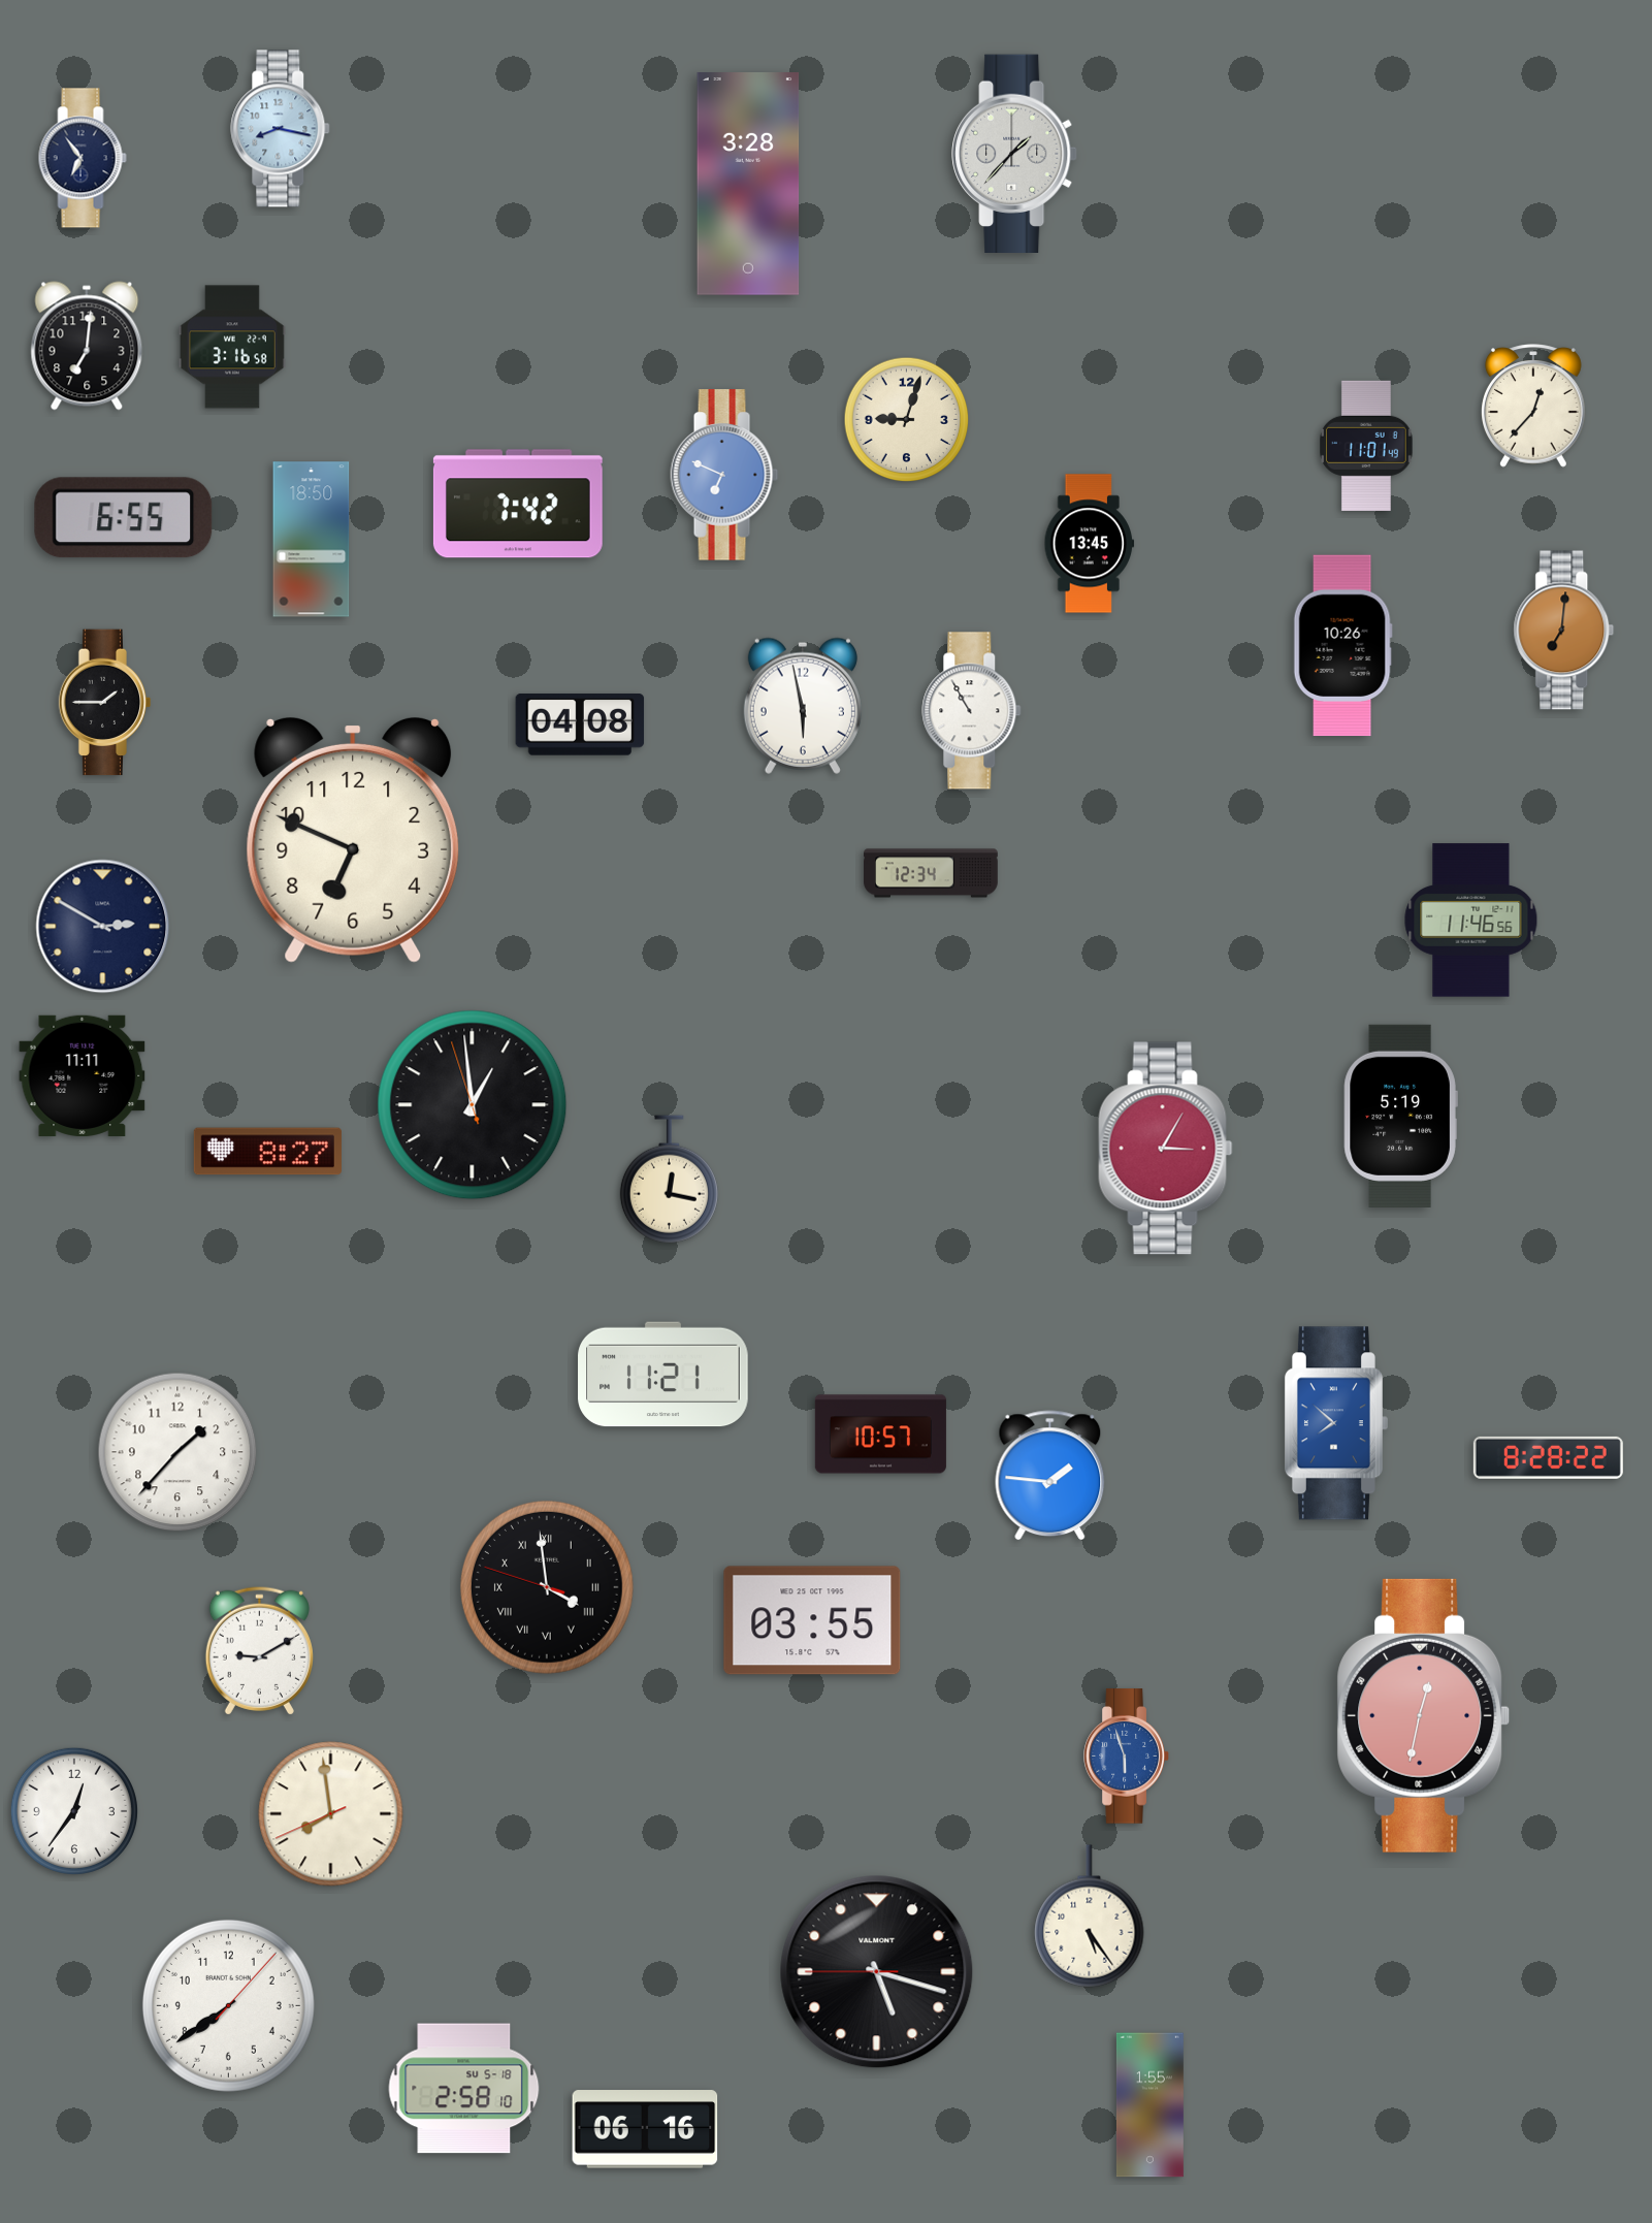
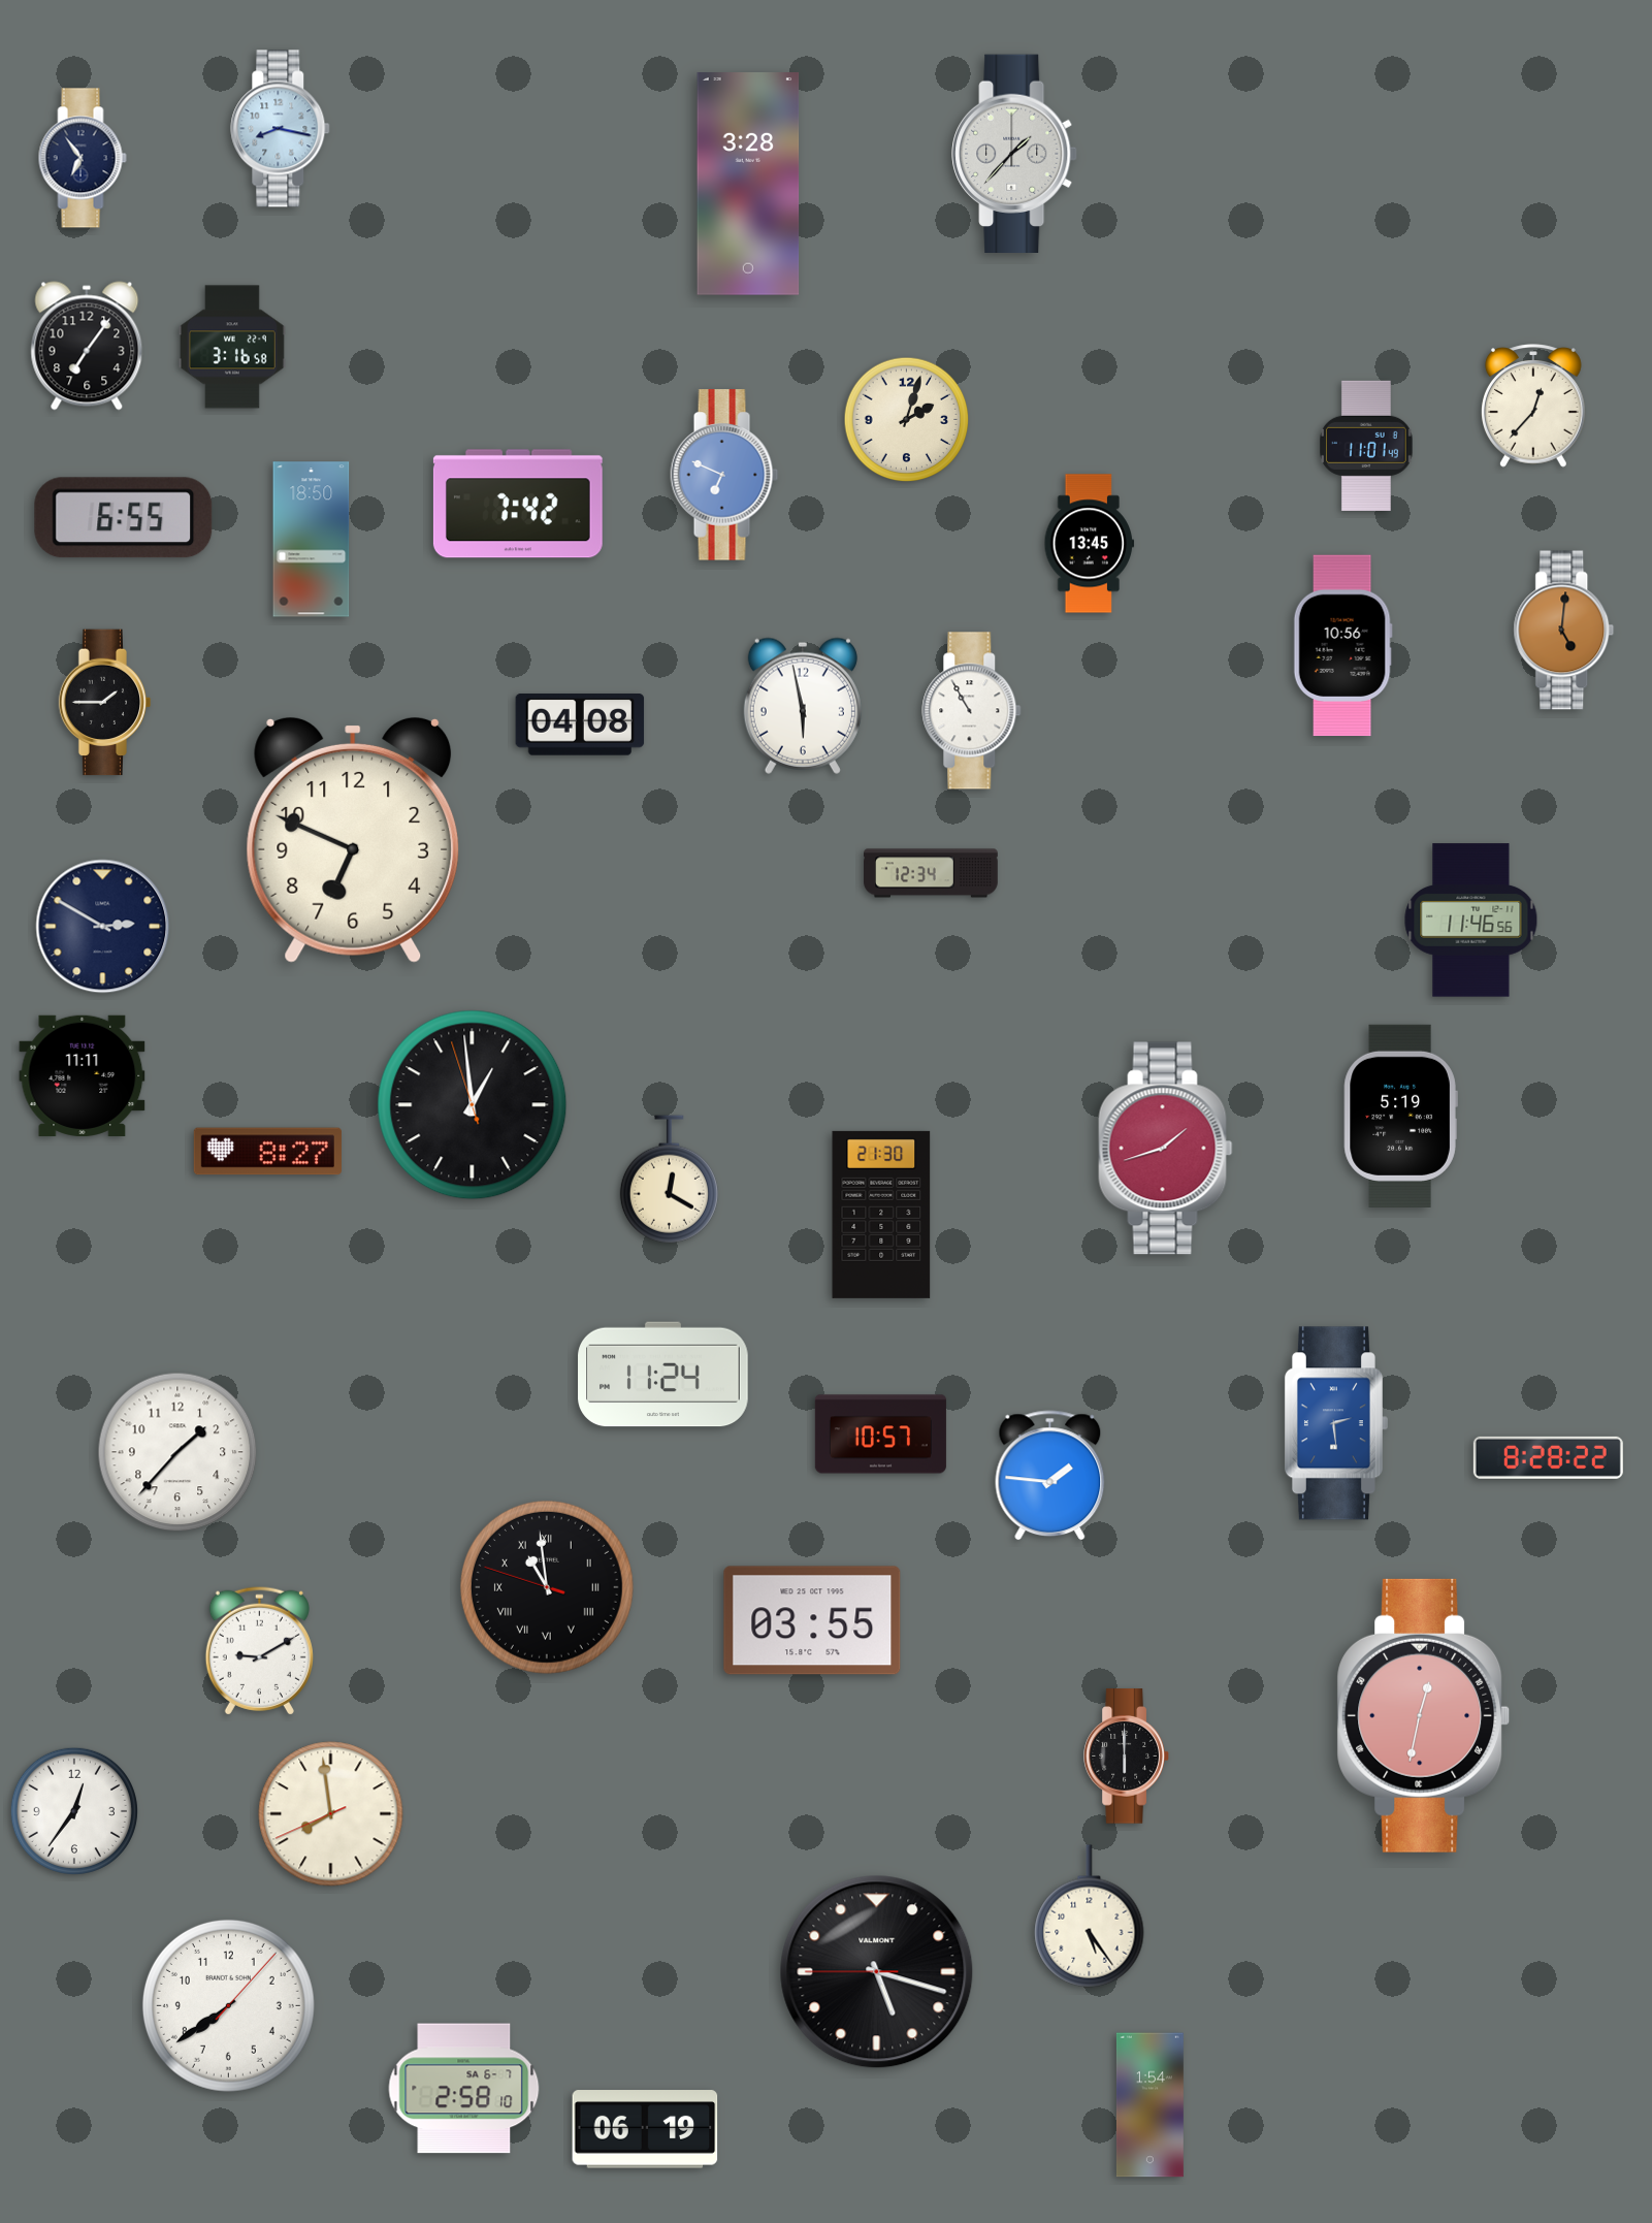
clock at (87, 346): 7:01 -> 7:06
clock at (907, 420): 9:03 -> 2:03
clock at (1564, 631): 7:01 -> 5:01
clock at (1342, 646): 10:26 -> 10:56
clock at (1166, 1149): 3:05 -> 1:42
clock at (669, 1180): 12:17 -> 12:20
clock at (881, 1215): none -> 21:30
clock at (663, 1375): 11:21 -> 11:24
clock at (1336, 1423): 7:52 -> 2:29
clock at (547, 1587): 3:58 -> 10:58
clock at (1127, 1757): 5:57 -> 6:00
clock at (1127, 1757) dial: blue -> black
clock at (464, 2089) date: SU 5-18 -> SA 6-7
clock at (1149, 2105): 1:55 -> 1:54
clock at (645, 2129): 06:16 -> 06:19
